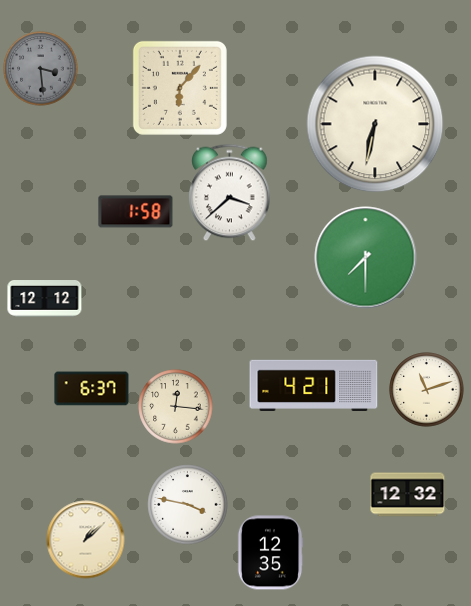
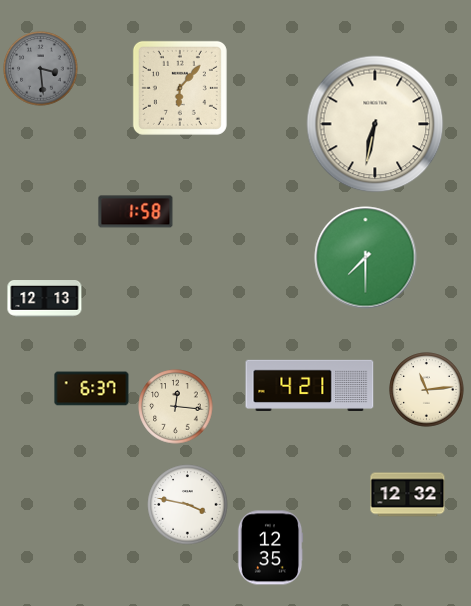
clock at (230, 193): 3:38 -> none
clock at (45, 299): 12:12 -> 12:13
clock at (314, 385) position: (314, 385) -> (310, 385)
clock at (427, 390): 11:12 -> 11:14
clock at (86, 540): 1:08 -> none
clock at (270, 553) position: (270, 553) -> (270, 548)
